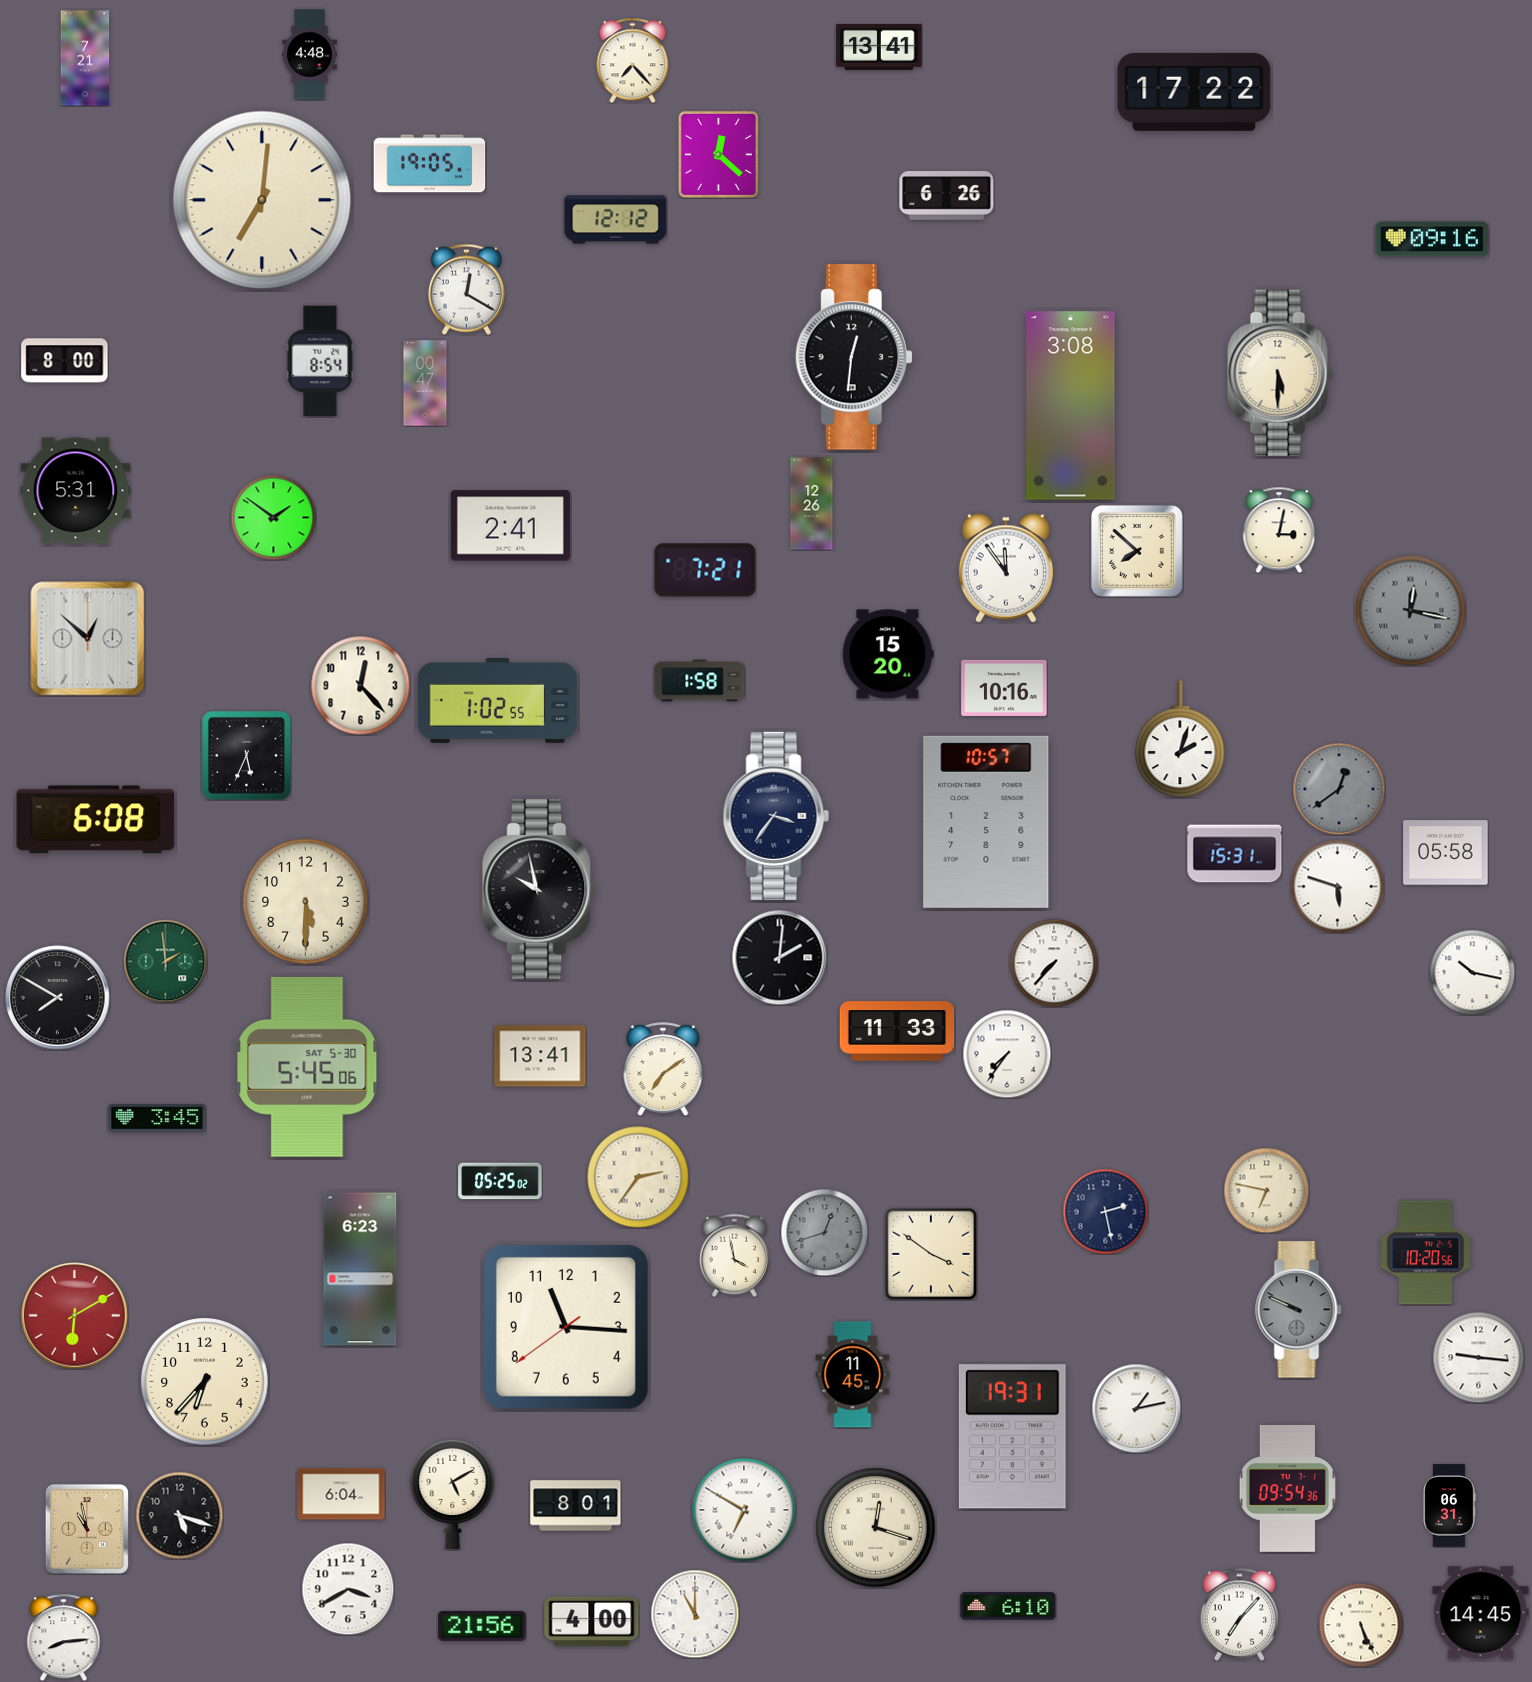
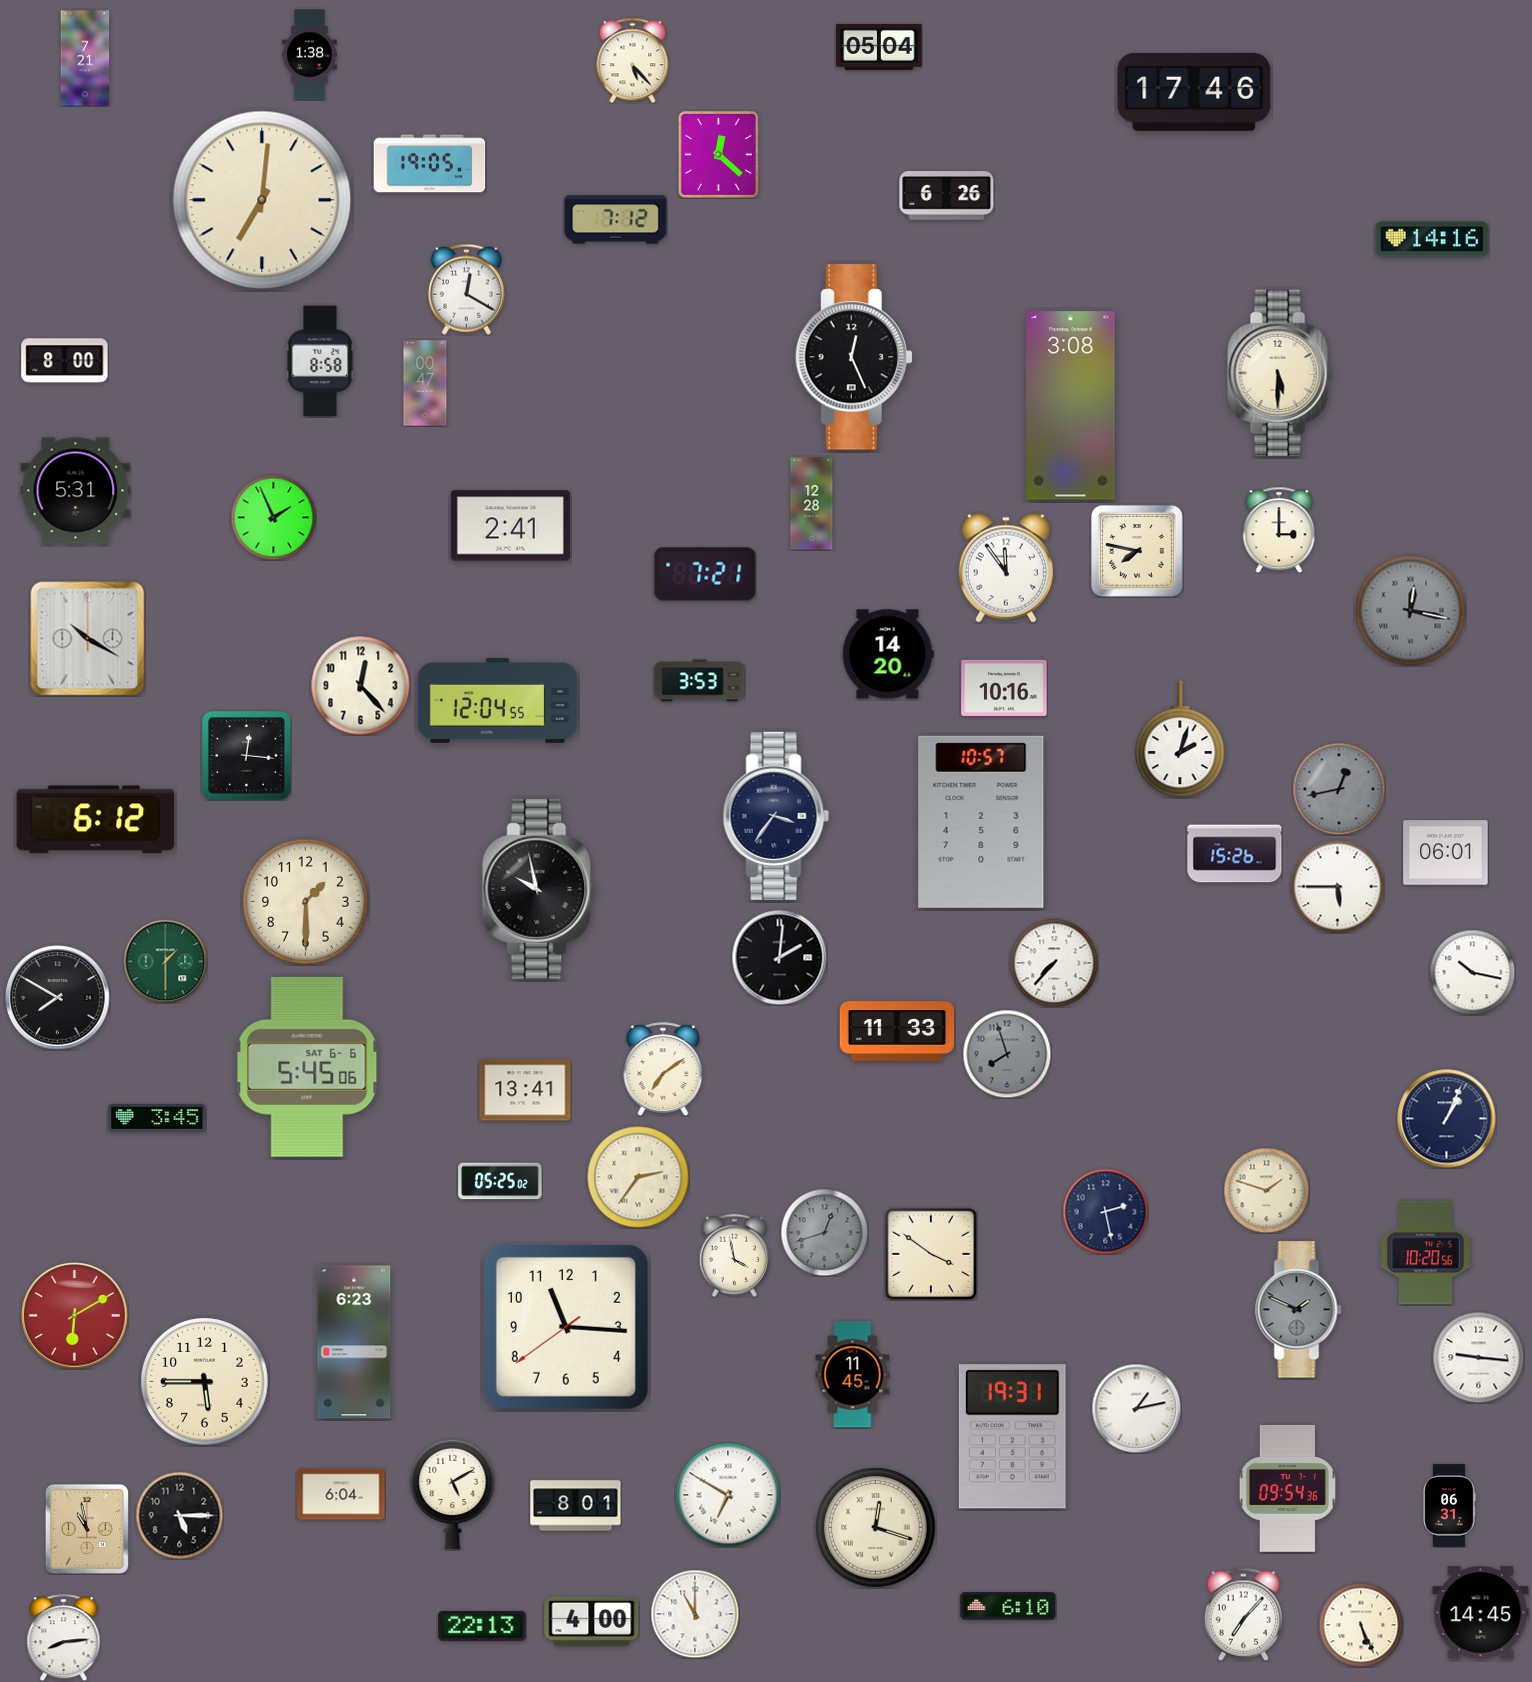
clock at (879, 47): 13:41 -> 05:04
clock at (310, 55): 4:48 -> 1:38
clock at (633, 60): 7:23 -> 5:23
clock at (1194, 92): 17:22 -> 17:46
clock at (616, 220): 12:12 -> 7:12
clock at (1432, 239): 09:16 -> 14:16
clock at (854, 357): 12:31 -> 12:26
clock at (320, 361): 8:54 -> 8:58
clock at (812, 504): 12:26 -> 12:28
clock at (273, 517): 1:51 -> 1:56
clock at (1279, 530): 3:02 -> 3:00
clock at (1137, 551): 7:52 -> 7:47
clock at (705, 570) position: (705, 570) -> (705, 574)
clock at (88, 639): 12:52 -> 10:20
clock at (888, 654): 15:20 -> 14:20
clock at (700, 681): 1:58 -> 3:53
clock at (498, 700): 1:02 -> 12:04
clock at (247, 756): 5:34 -> 12:16
clock at (1339, 789): 12:39 -> 12:43
clock at (96, 820): 6:08 -> 6:12
clock at (986, 822) position: (986, 822) -> (981, 822)
clock at (1446, 853): 05:58 -> 06:01
clock at (1235, 854): 15:31 -> 15:26
clock at (1337, 886): 5:48 -> 5:45
clock at (306, 902): 5:30 -> 1:30
clock at (165, 961): 1:59 -> 1:30
clock at (1007, 1054): 7:36 -> 7:57
clock at (1007, 1054) dial: white -> grey
clock at (540, 1056) position: (540, 1056) -> (525, 1090)
clock at (307, 1067) date: SAT 5-30 -> SAT 6-6
clock at (1447, 1119): none -> 1:04
clock at (1266, 1190): 6:47 -> 1:48
clock at (360, 1269) position: (360, 1269) -> (354, 1342)
clock at (1299, 1310): 9:49 -> 1:49
clock at (205, 1382): 6:37 -> 5:45
clock at (744, 1510) position: (744, 1510) -> (728, 1495)
clock at (179, 1515): 5:18 -> 5:15
clock at (348, 1589): 3:40 -> none
clock at (1240, 1614) position: (1240, 1614) -> (1244, 1614)
clock at (482, 1626): 21:56 -> 22:13
